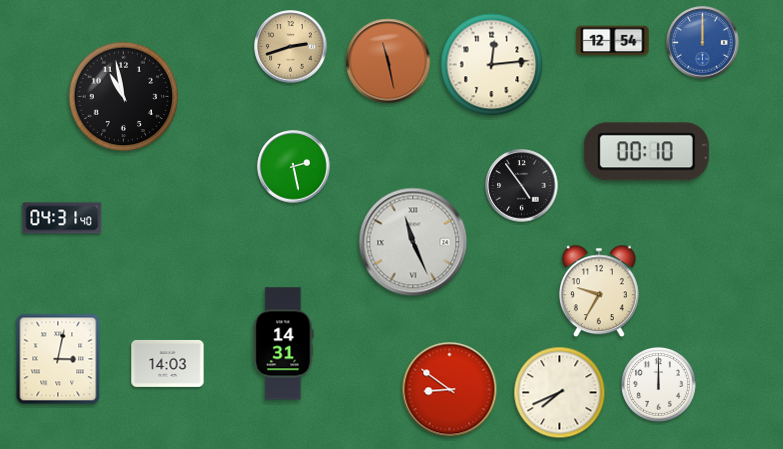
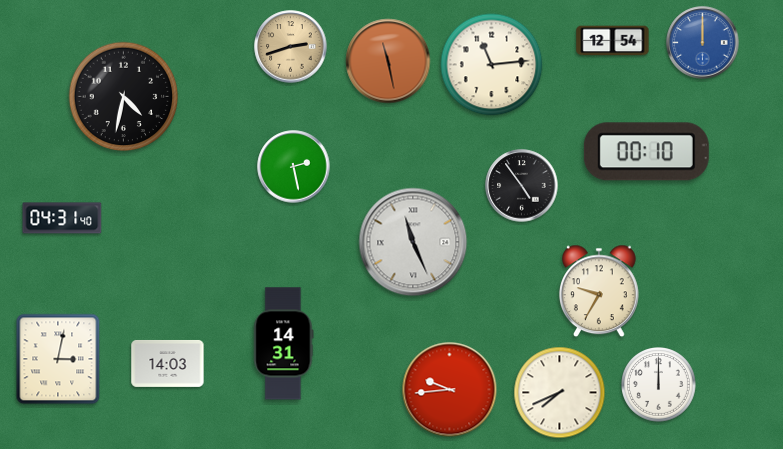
clock at (492, 65): 12:14 -> 11:14
clock at (124, 97): 10:58 -> 4:32
clock at (450, 390): 8:51 -> 9:44
